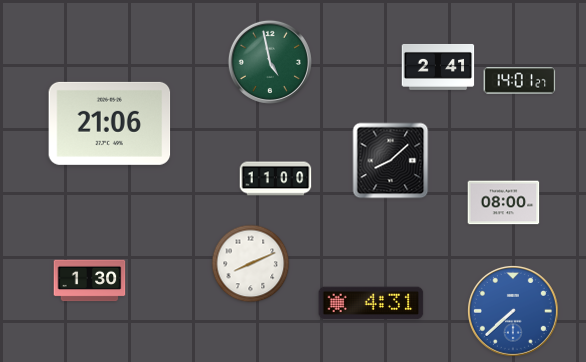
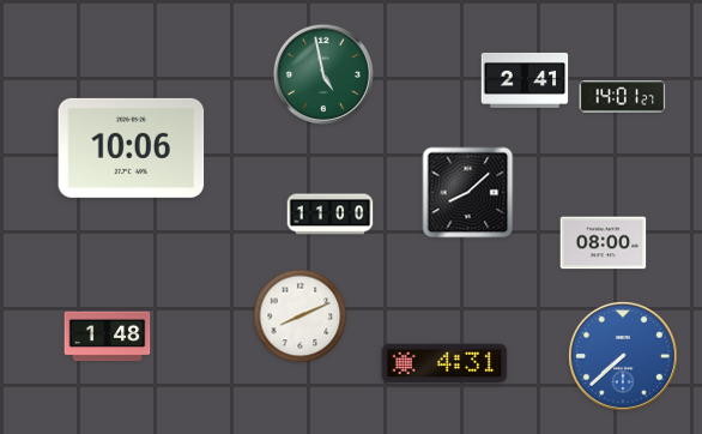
clock at (110, 123): 21:06 -> 10:06
clock at (90, 281): 1:30 -> 1:48
clock at (514, 312) position: (514, 312) -> (624, 357)
